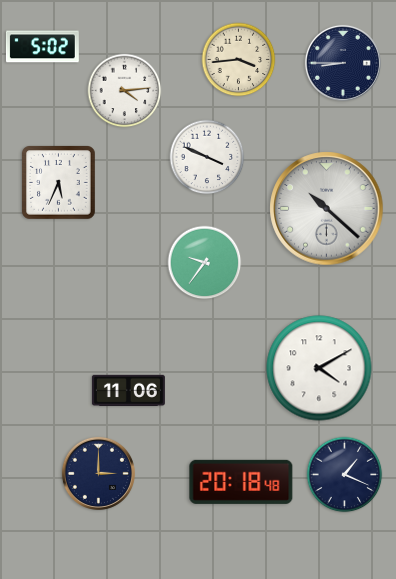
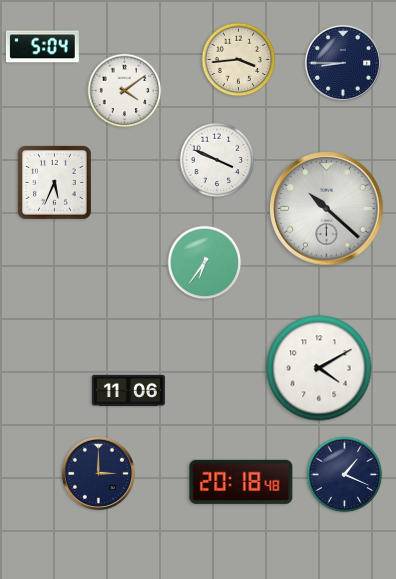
clock at (42, 47): 5:02 -> 5:04
clock at (125, 91): 4:14 -> 4:09
clock at (207, 157) position: (207, 157) -> (217, 160)
clock at (59, 183) position: (59, 183) -> (55, 183)
clock at (205, 263): 9:36 -> 6:36
